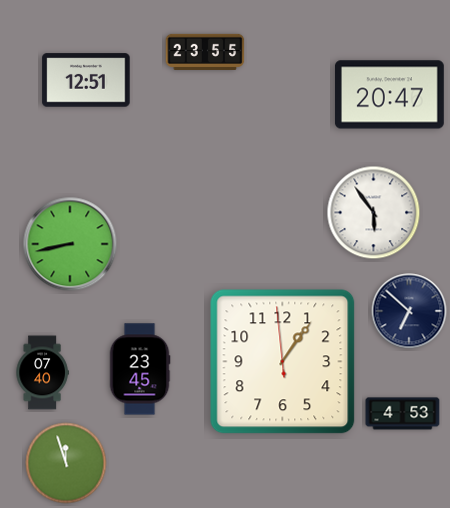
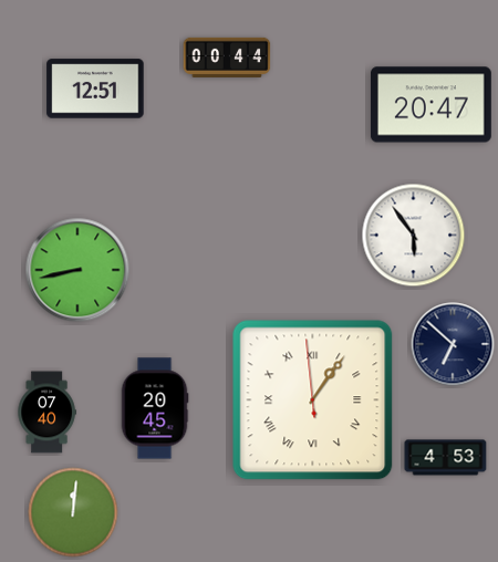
clock at (205, 52): 23:55 -> 00:44
clock at (283, 362) numerals: Arabic -> Roman
clock at (140, 369): 23:45 -> 20:45
clock at (66, 463): 11:57 -> 12:01
